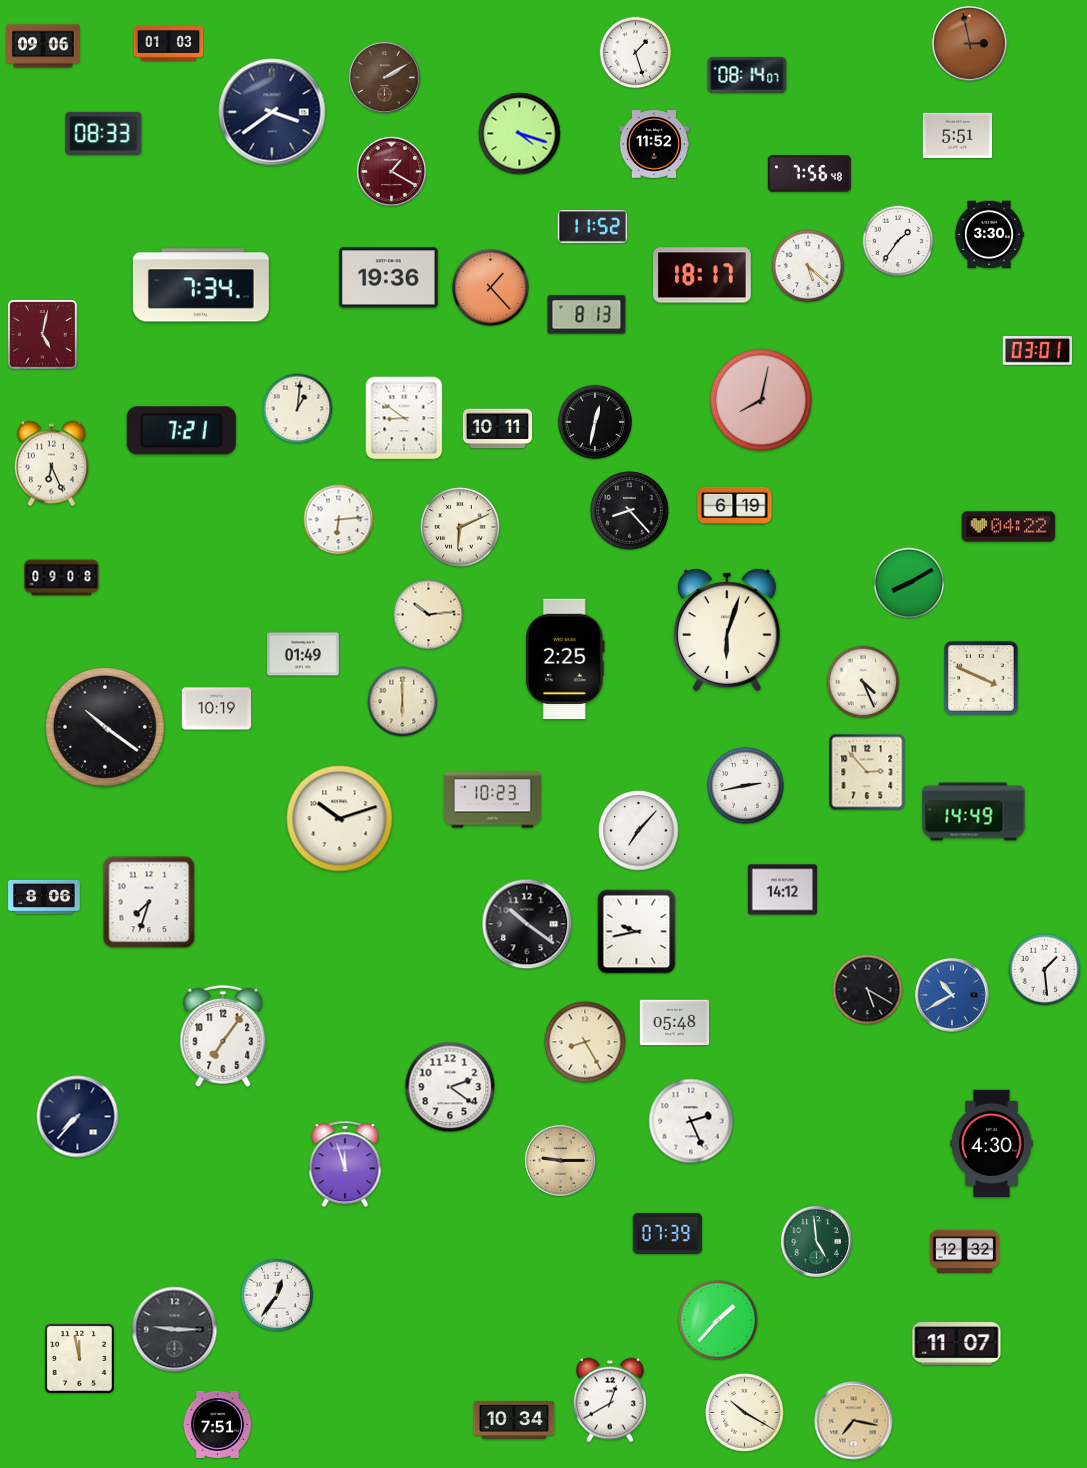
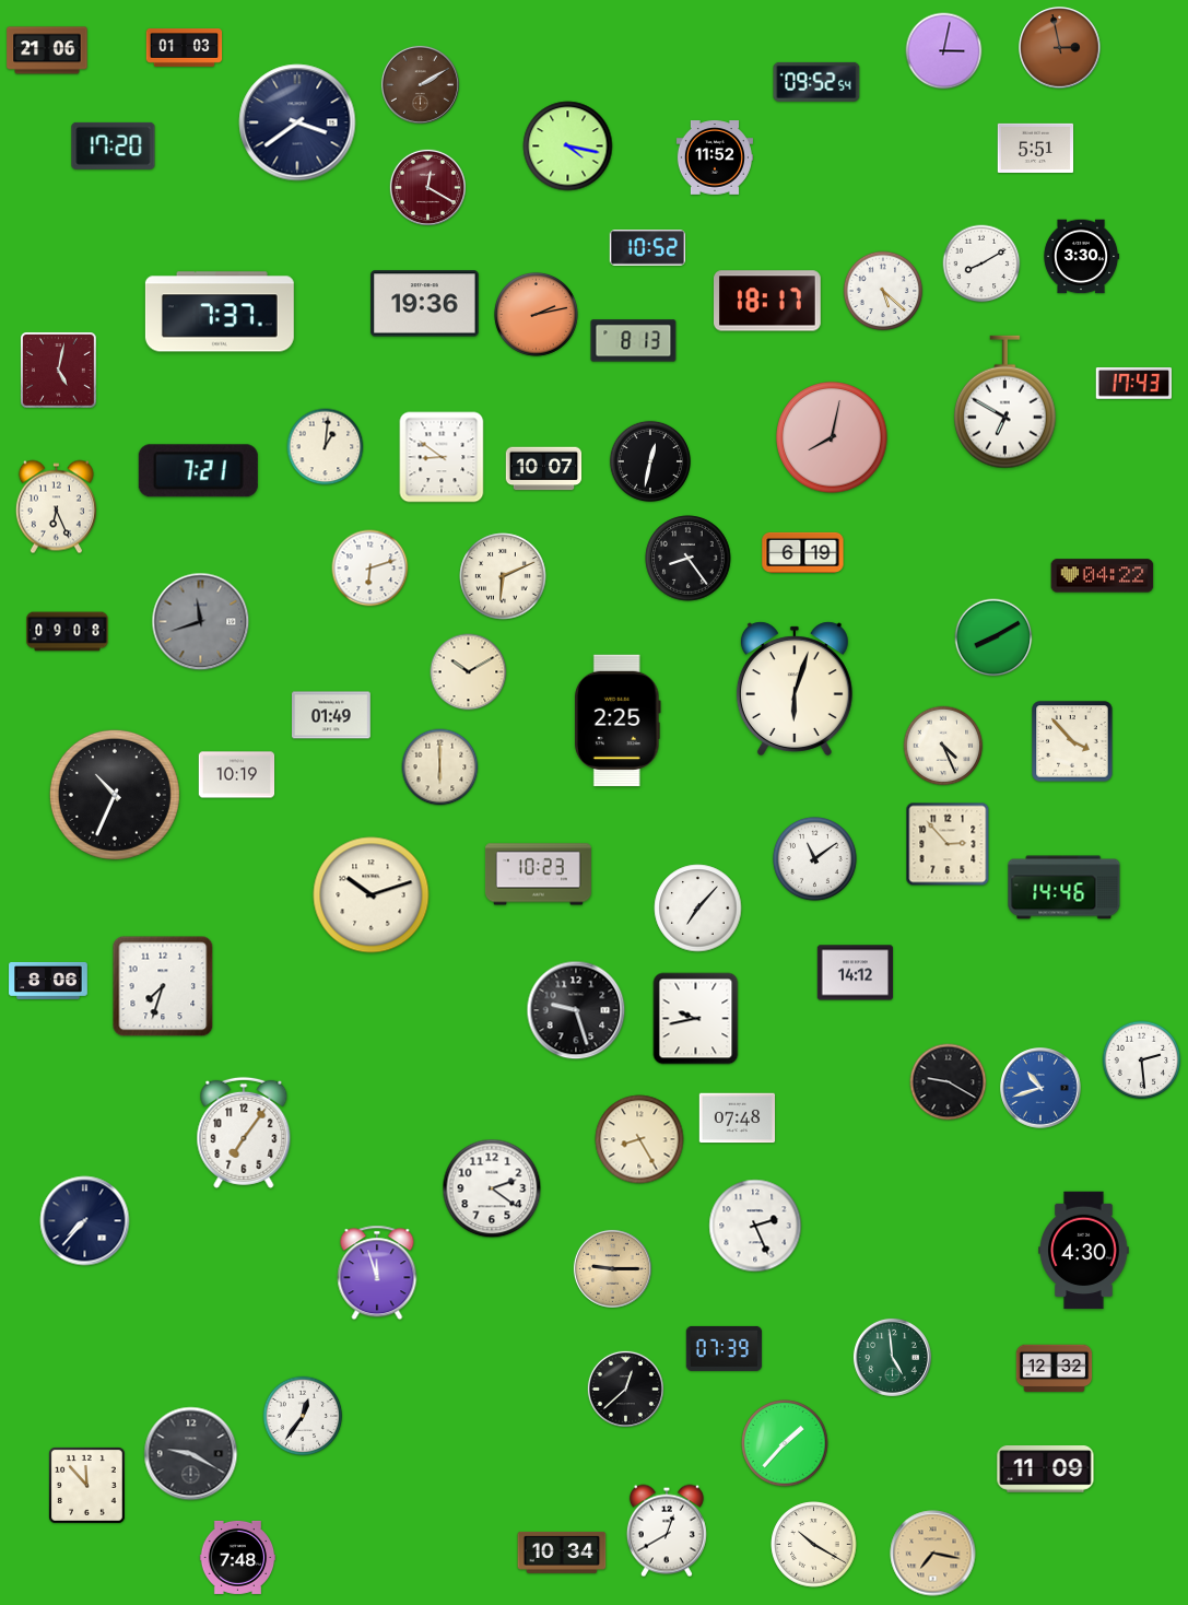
clock at (43, 46): 09:06 -> 21:06
clock at (944, 51): none -> 3:02
clock at (636, 53): 1:27 -> none
clock at (747, 75): 08:14 -> 09:52
clock at (104, 133): 08:33 -> 17:20
clock at (520, 134): 4:18 -> 4:17
clock at (958, 135) position: (958, 135) -> (1036, 148)
clock at (391, 171): 1:20 -> 12:20
clock at (809, 174): 7:56 -> none
clock at (593, 227): 11:52 -> 10:52
clock at (898, 241): 1:36 -> 8:10
clock at (201, 285): 7:34 -> 7:37
clock at (490, 287): 1:23 -> 2:13
clock at (587, 315) position: (587, 315) -> (634, 341)
clock at (43, 335) position: (43, 335) -> (59, 371)
clock at (1037, 351): 03:01 -> 17:43
clock at (1005, 402): none -> 6:50
clock at (498, 429): 10:11 -> 10:07
clock at (630, 511): 8:23 -> 8:24
clock at (339, 520): 6:14 -> 6:12
clock at (201, 622): none -> 11:42
clock at (429, 615): 10:14 -> 10:10
clock at (981, 678): 3:49 -> 3:53
clock at (105, 727): 10:21 -> 10:34
clock at (745, 785): 2:43 -> 11:09
clock at (974, 812): 14:49 -> 14:46
clock at (527, 924): 10:21 -> 9:27
clock at (1045, 970): 1:29 -> 2:29
clock at (868, 990): 5:20 -> 9:20
clock at (952, 995): 10:40 -> 10:42
clock at (675, 1023): 05:48 -> 07:48
clock at (668, 1233) position: (668, 1233) -> (725, 1348)
clock at (625, 1389): none -> 12:38
clock at (175, 1330): 9:15 -> 9:20
clock at (957, 1344): 11:07 -> 11:09
clock at (80, 1359): 11:58 -> 11:53
clock at (218, 1424): 7:51 -> 7:48
